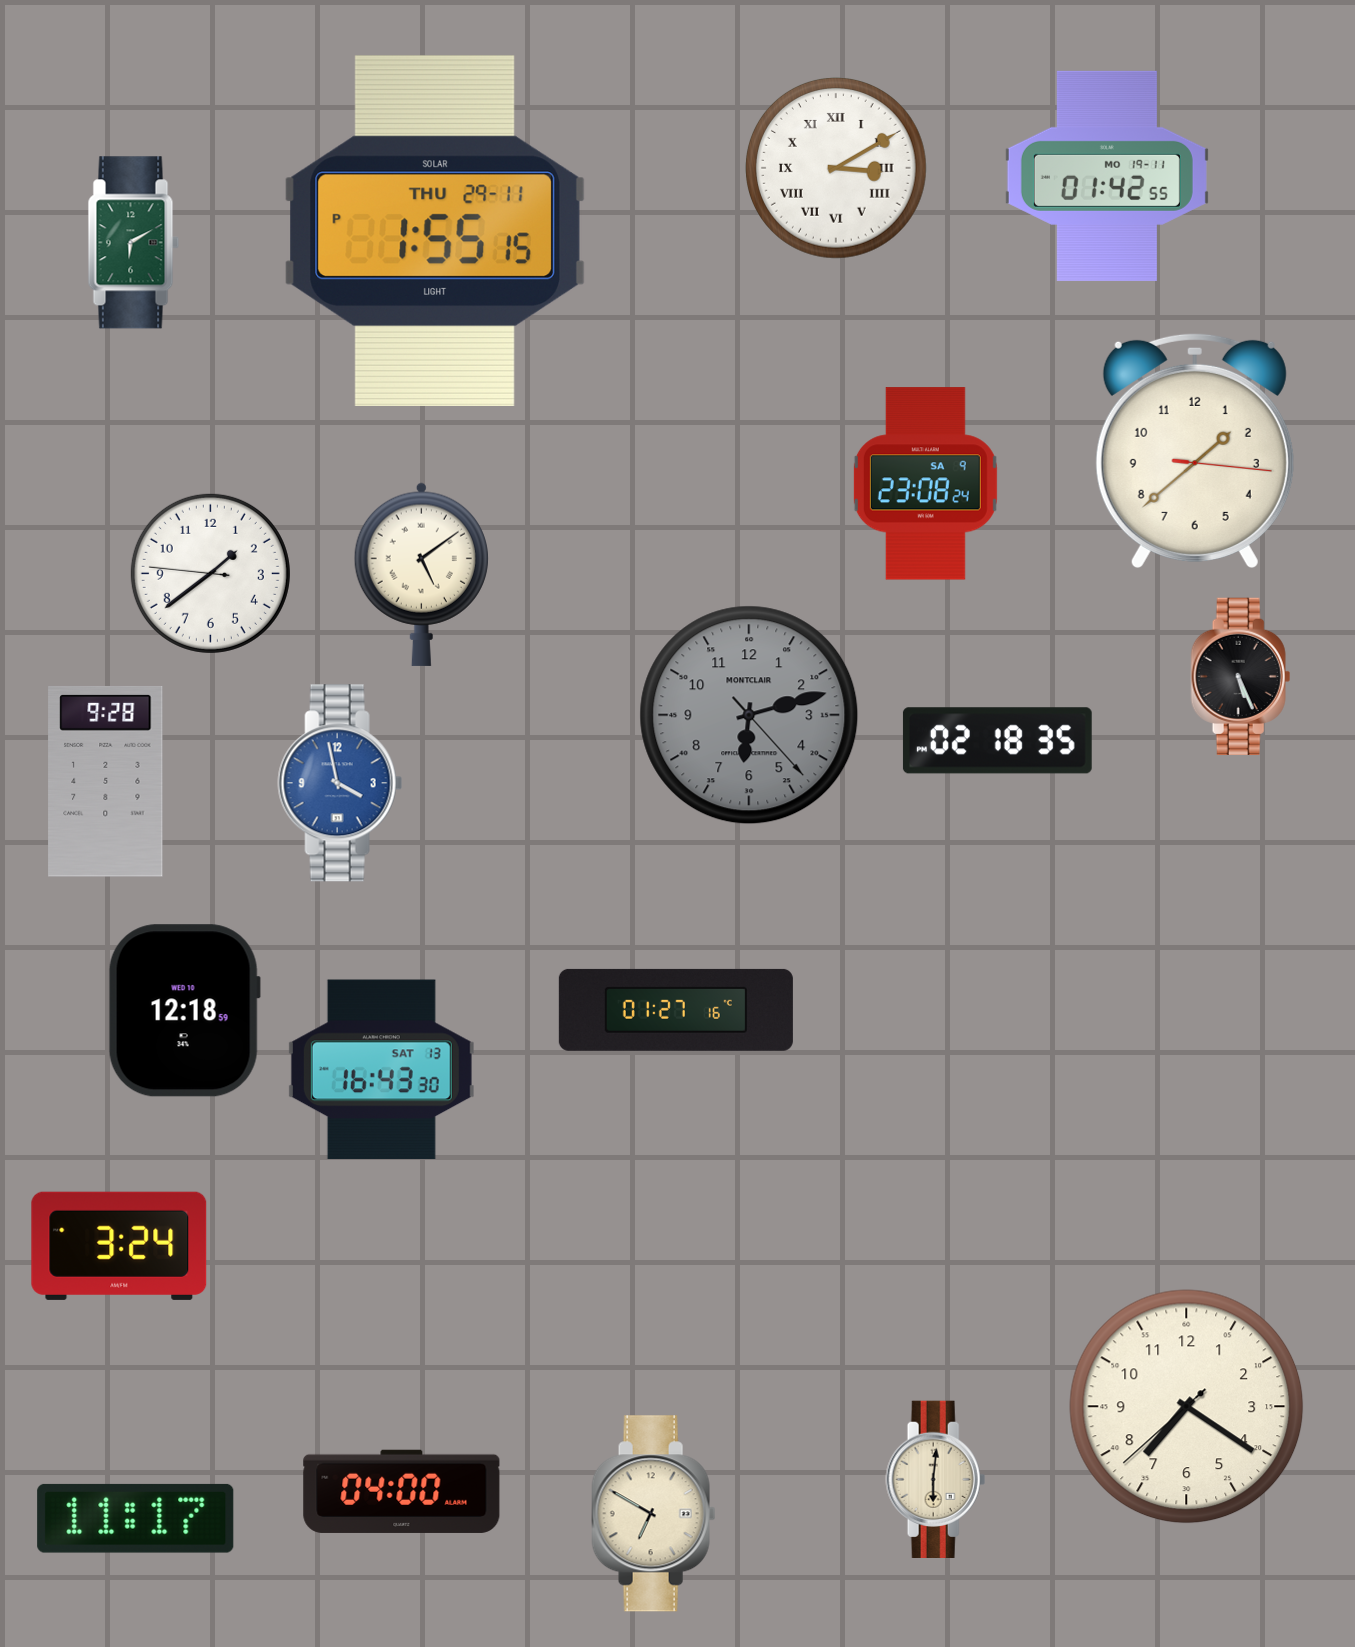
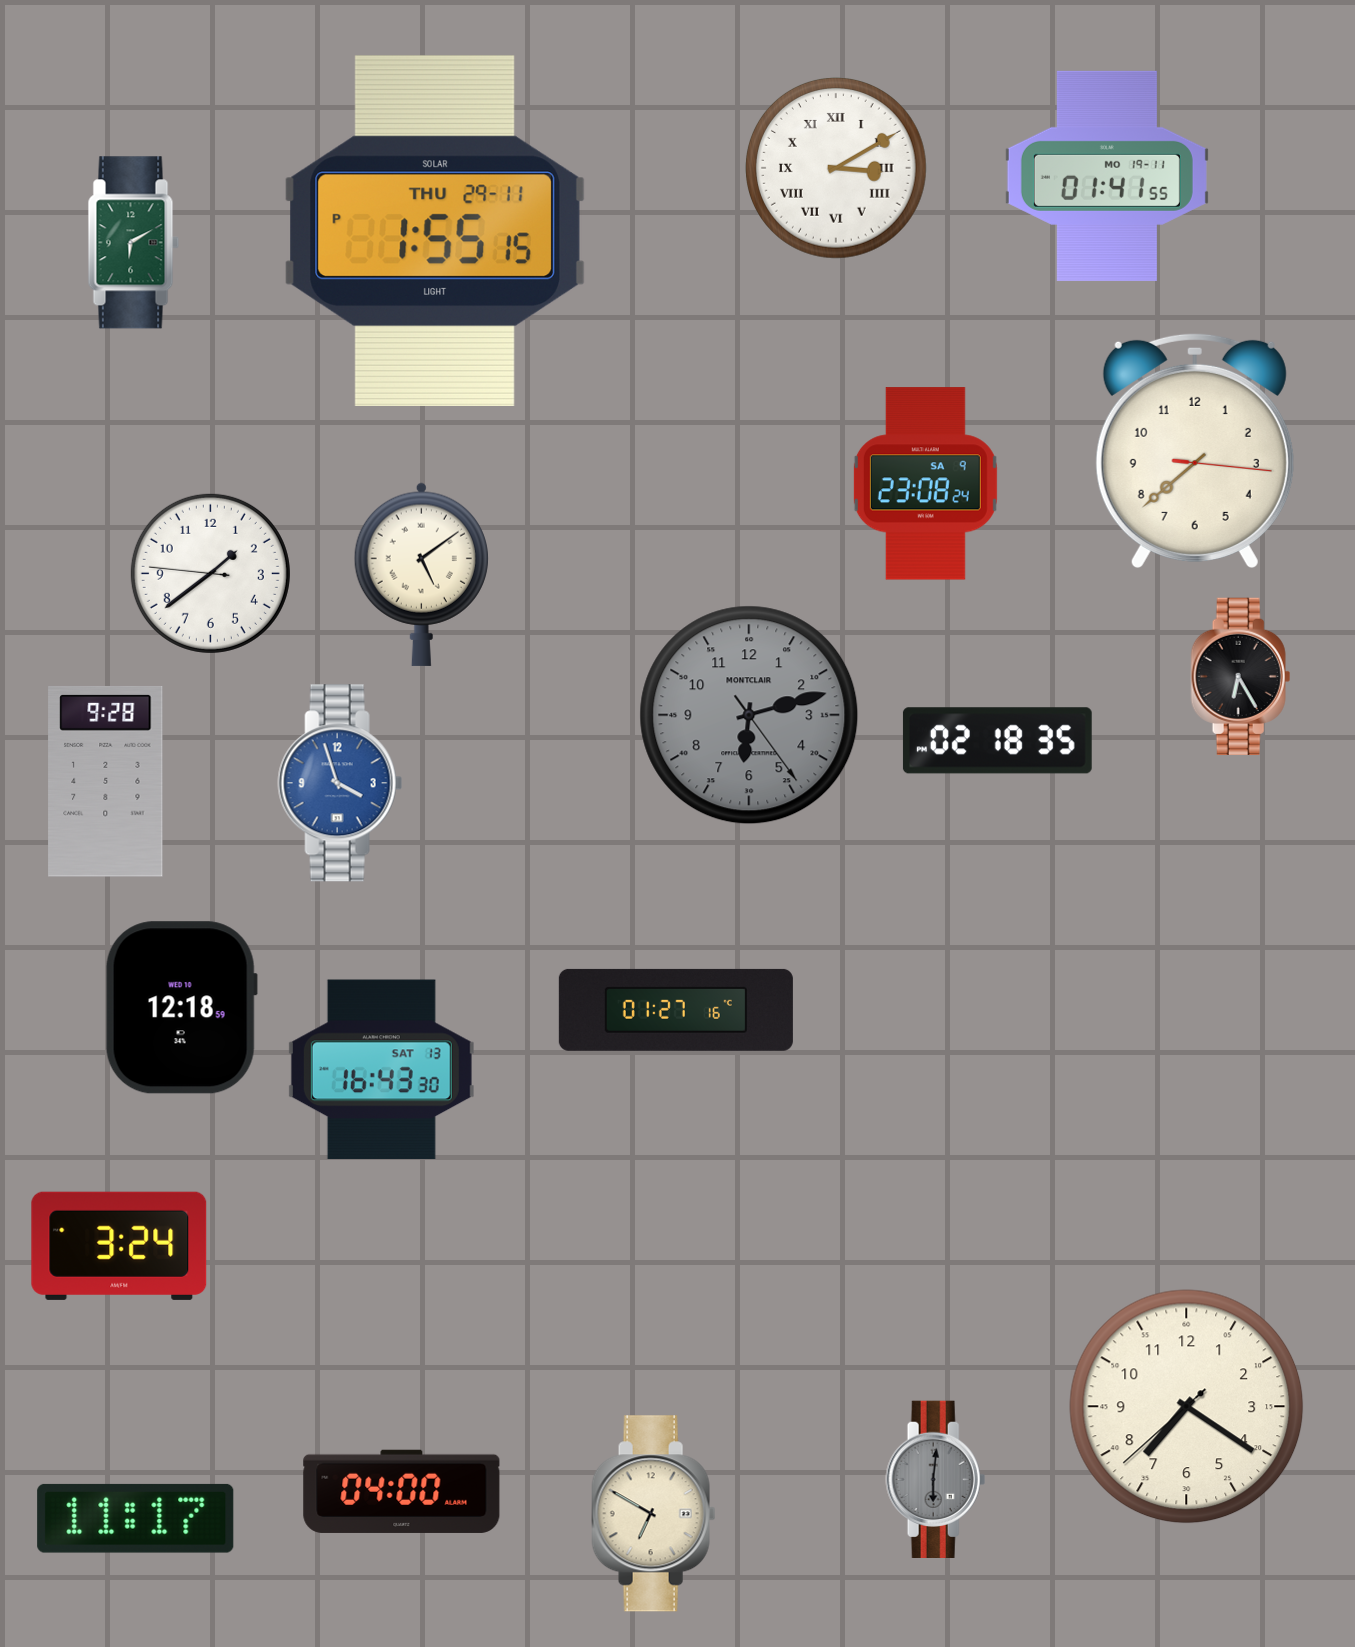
clock at (1107, 176): 01:42 -> 01:41
clock at (1195, 450): 1:38 -> 7:38
clock at (1241, 676): 5:26 -> 6:25
clock at (749, 715): 6:12:23 -> 6:12:24
clock at (340, 783): 3:58 -> 3:57
clock at (184, 1011) position: (184, 1011) -> (181, 1008)
clock at (936, 1479) dial: cream -> grey
